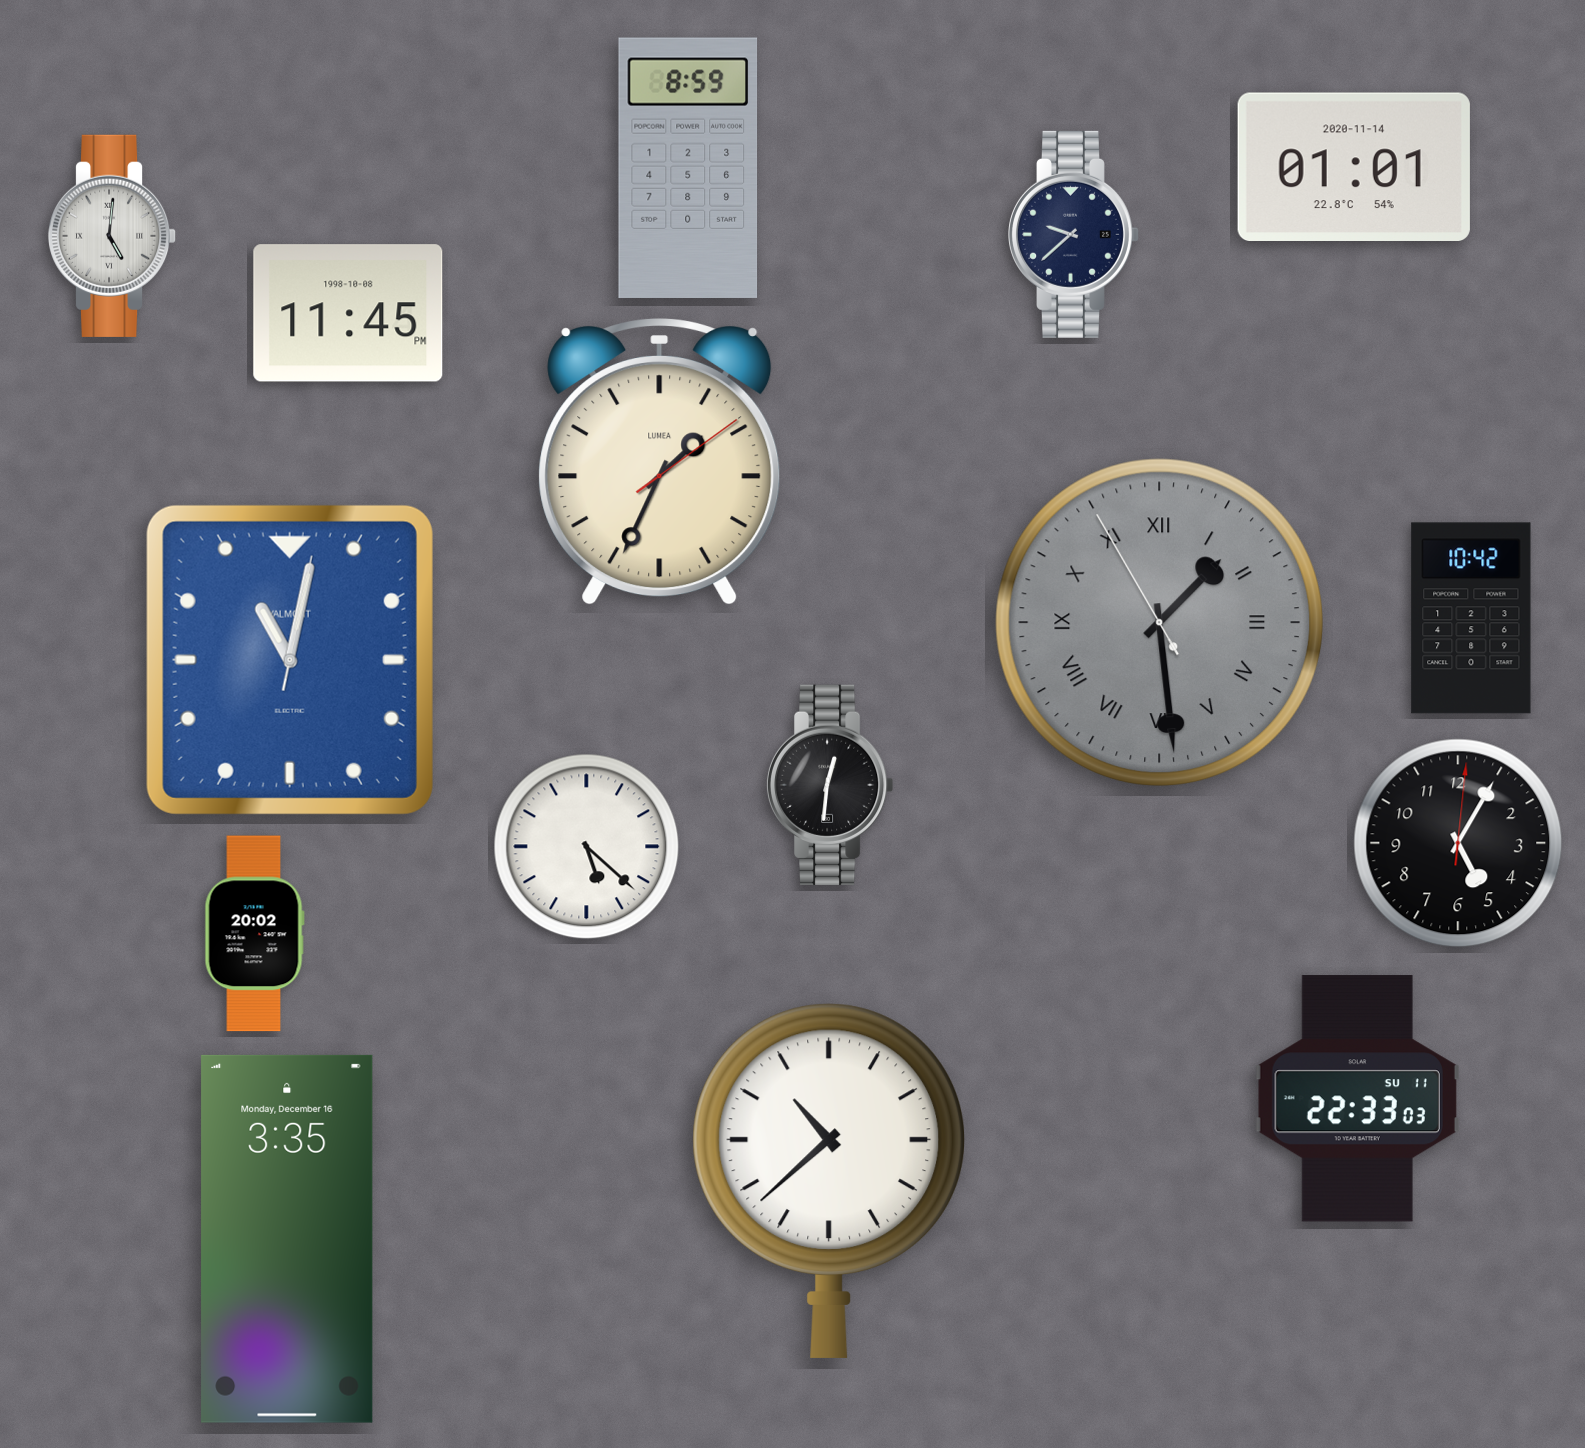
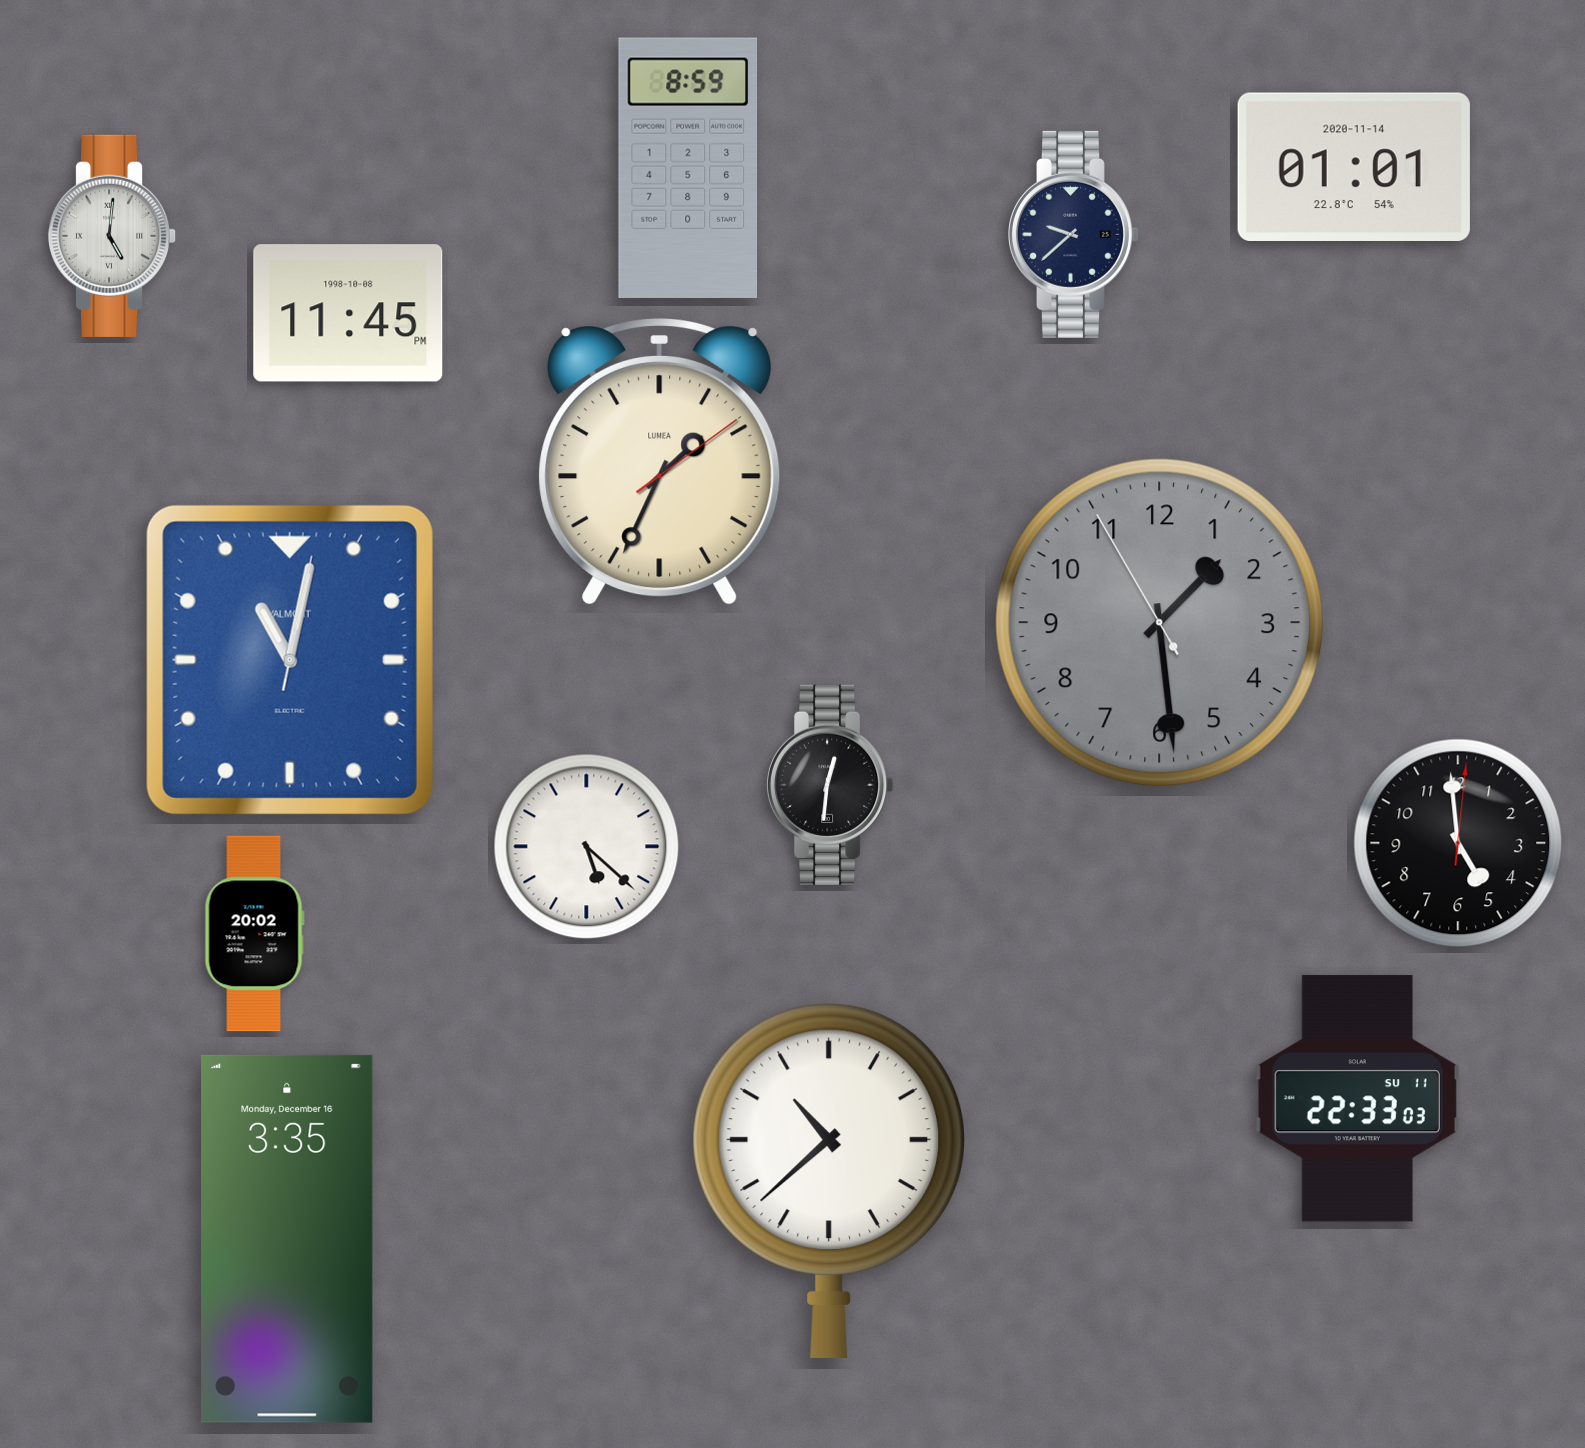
clock at (1471, 618): 10:42 -> none
clock at (1159, 622) numerals: Roman -> Arabic
clock at (1458, 843): 5:05 -> 4:59
